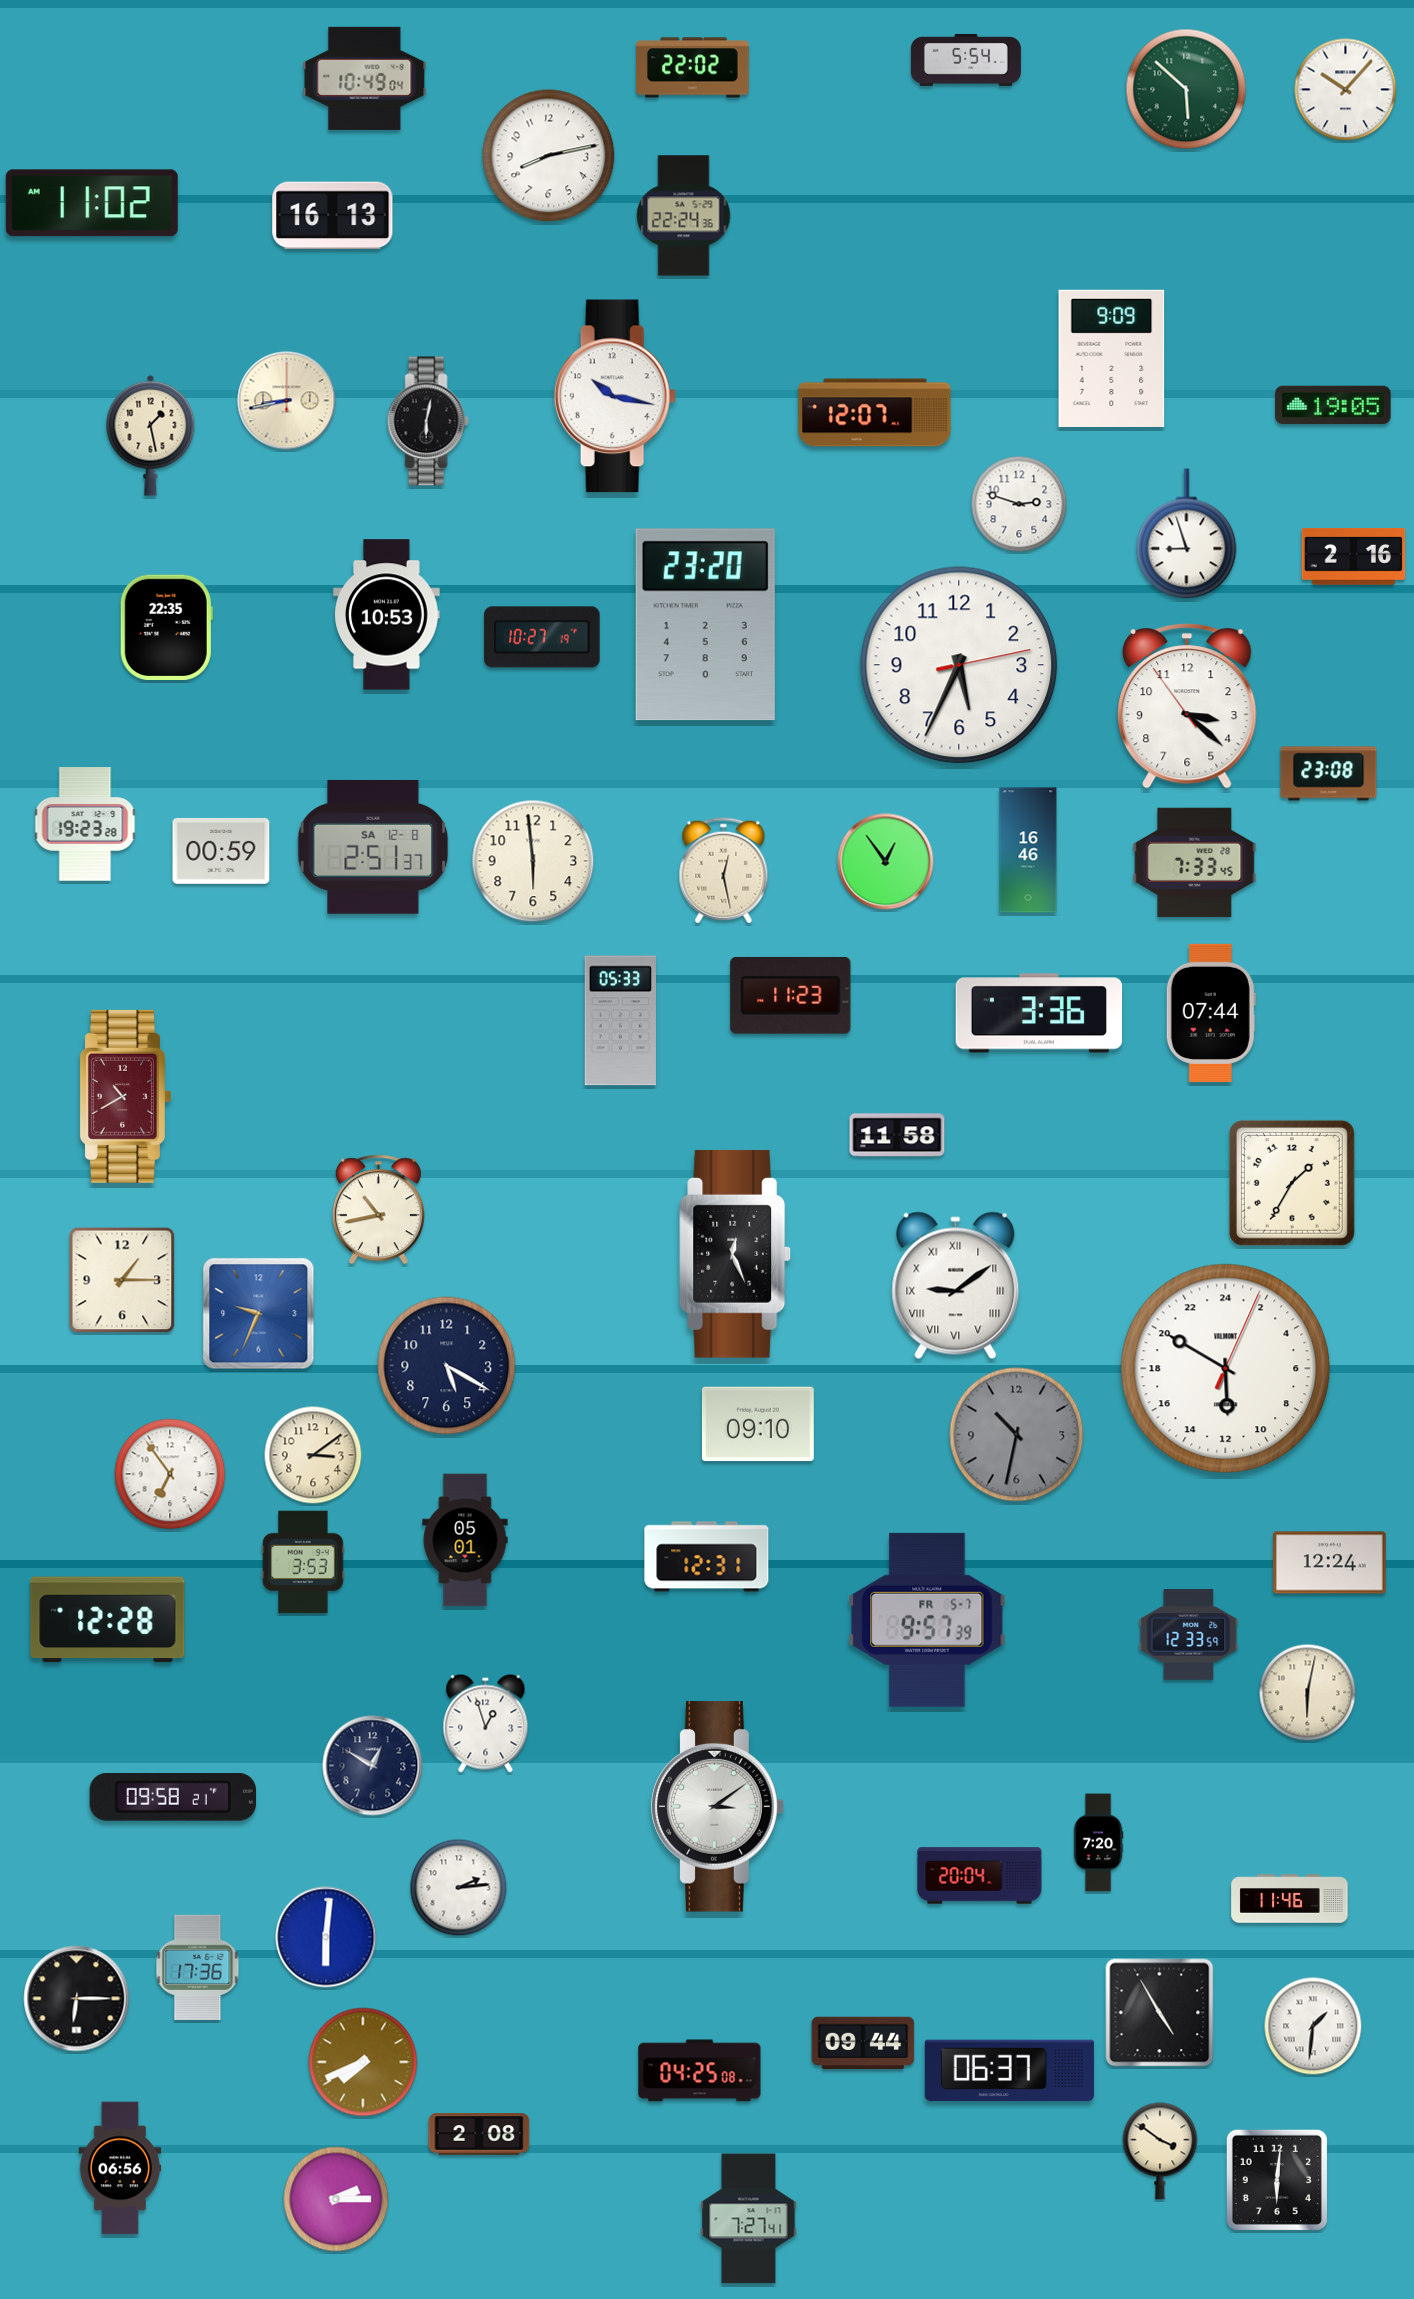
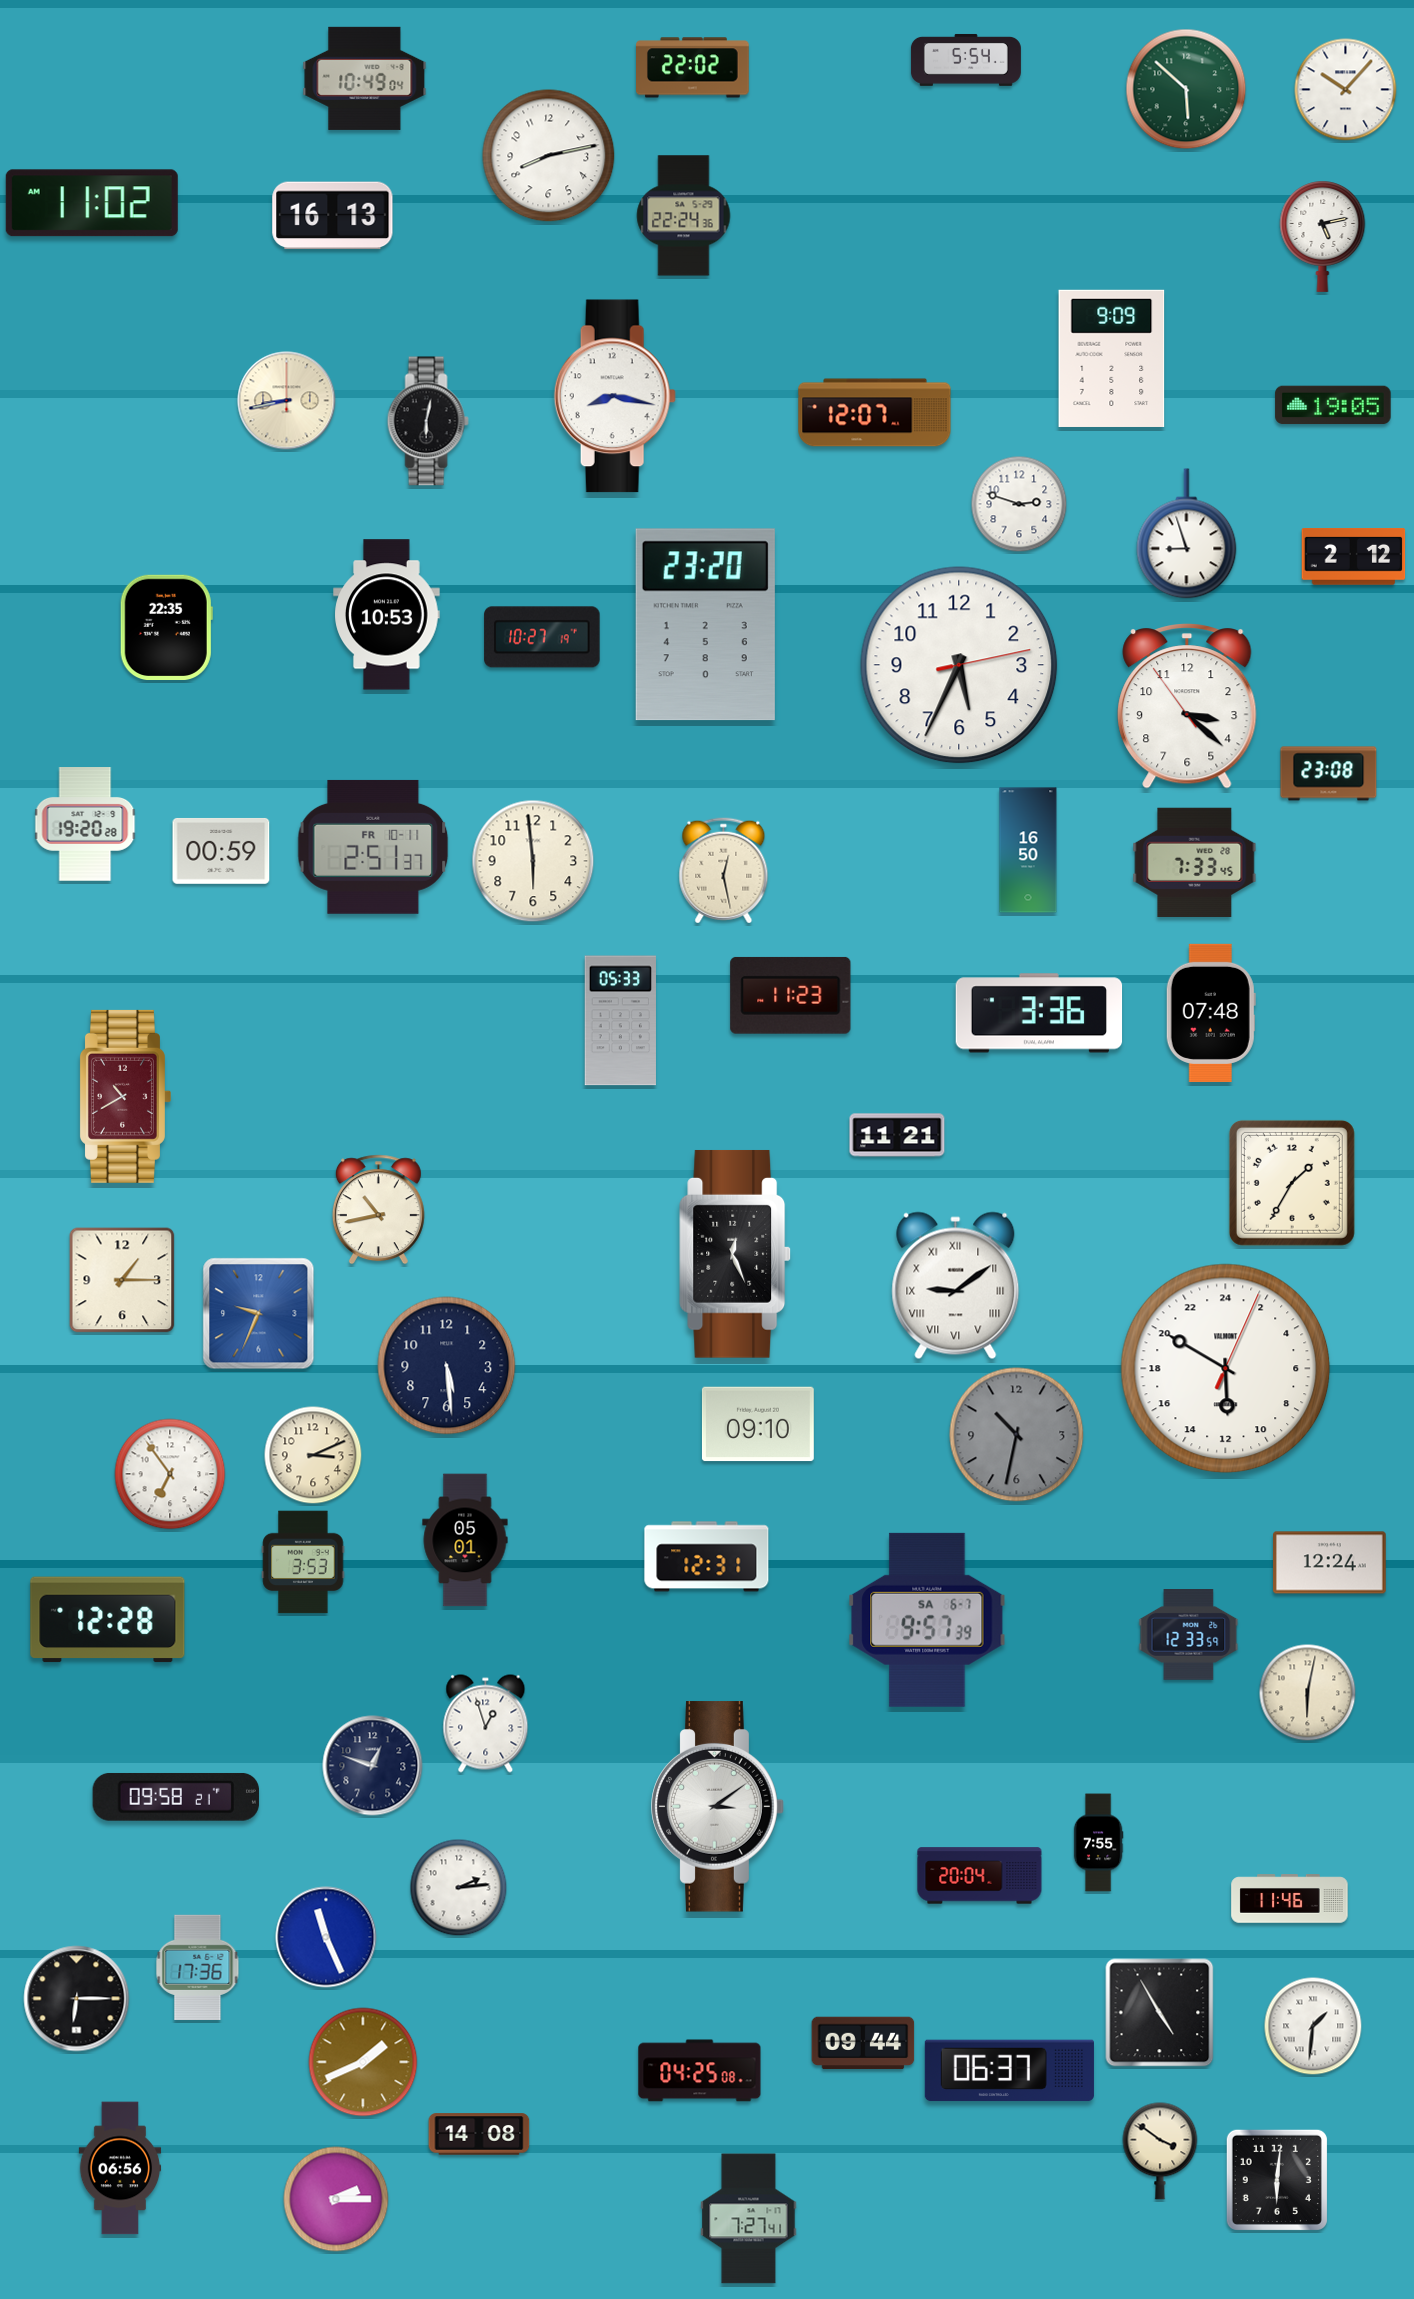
clock at (1323, 236): none -> 5:13
clock at (615, 396): 10:17 -> 8:17
clock at (151, 435): 1:28 -> none
clock at (1354, 557): 2:16 -> 2:12
clock at (85, 824): 19:23 -> 19:20
clock at (373, 847) date: SA 12-8 -> FR 10-11
clock at (1028, 850): 16:46 -> 16:50
clock at (886, 862): 12:54 -> none
clock at (1211, 1013): 07:44 -> 07:48
clock at (897, 1135): 11:58 -> 11:21
clock at (447, 1366): 5:20 -> 5:29
clock at (313, 1455): 3:09 -> 3:11
clock at (927, 1620) date: FR 5-7 -> SA 6-7
clock at (373, 1766): 12:50 -> 12:48
clock at (173, 1797) position: (173, 1797) -> (176, 1797)
clock at (1098, 1843): 7:20 -> 7:55
clock at (326, 1937): 6:01 -> 11:26
clock at (363, 2062): 7:41 -> 1:41
clock at (479, 2134): 2:08 -> 14:08
